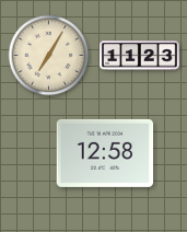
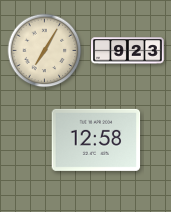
clock at (140, 56): 11:23 -> 9:23
